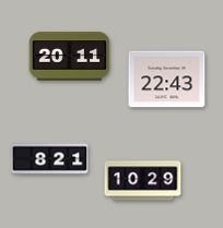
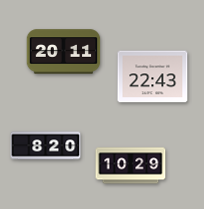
clock at (167, 80) position: (167, 80) -> (153, 77)
clock at (50, 159): 8:21 -> 8:20
